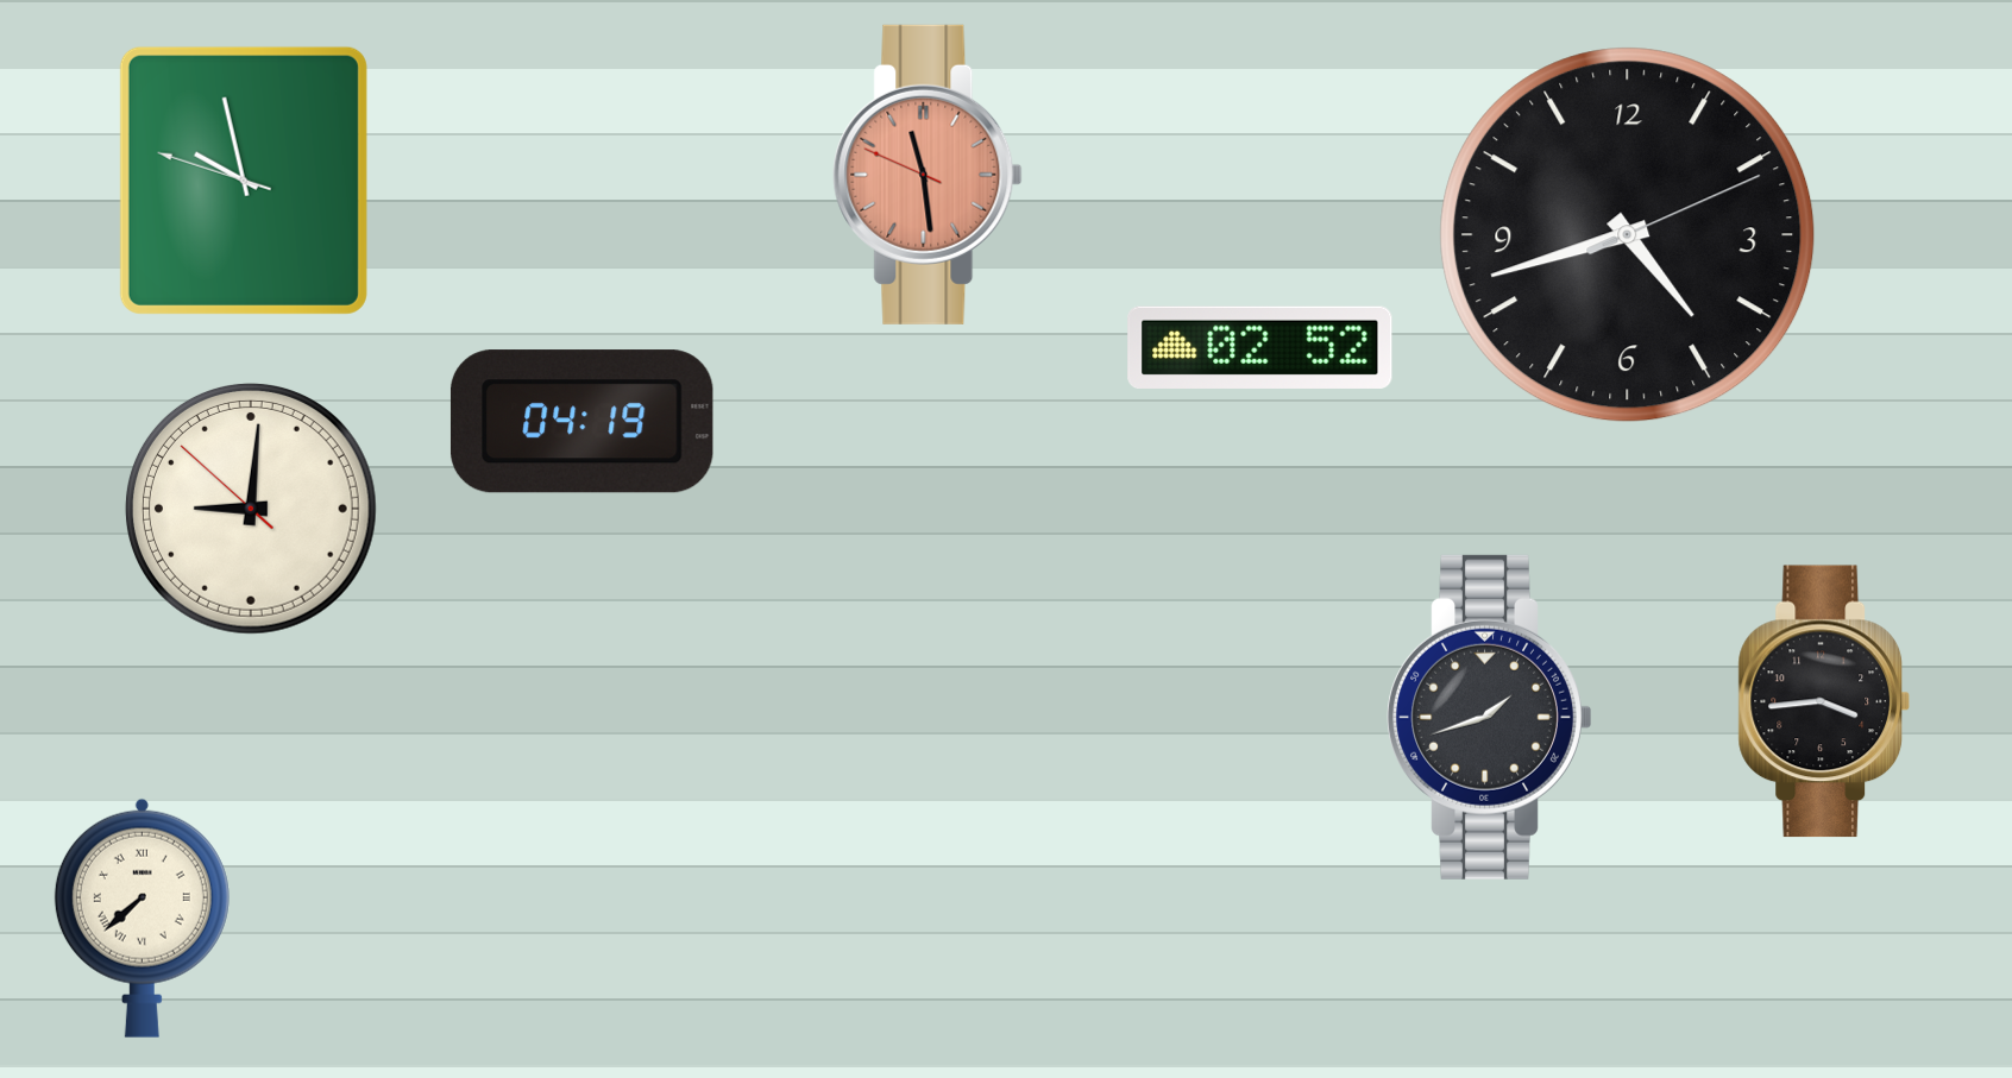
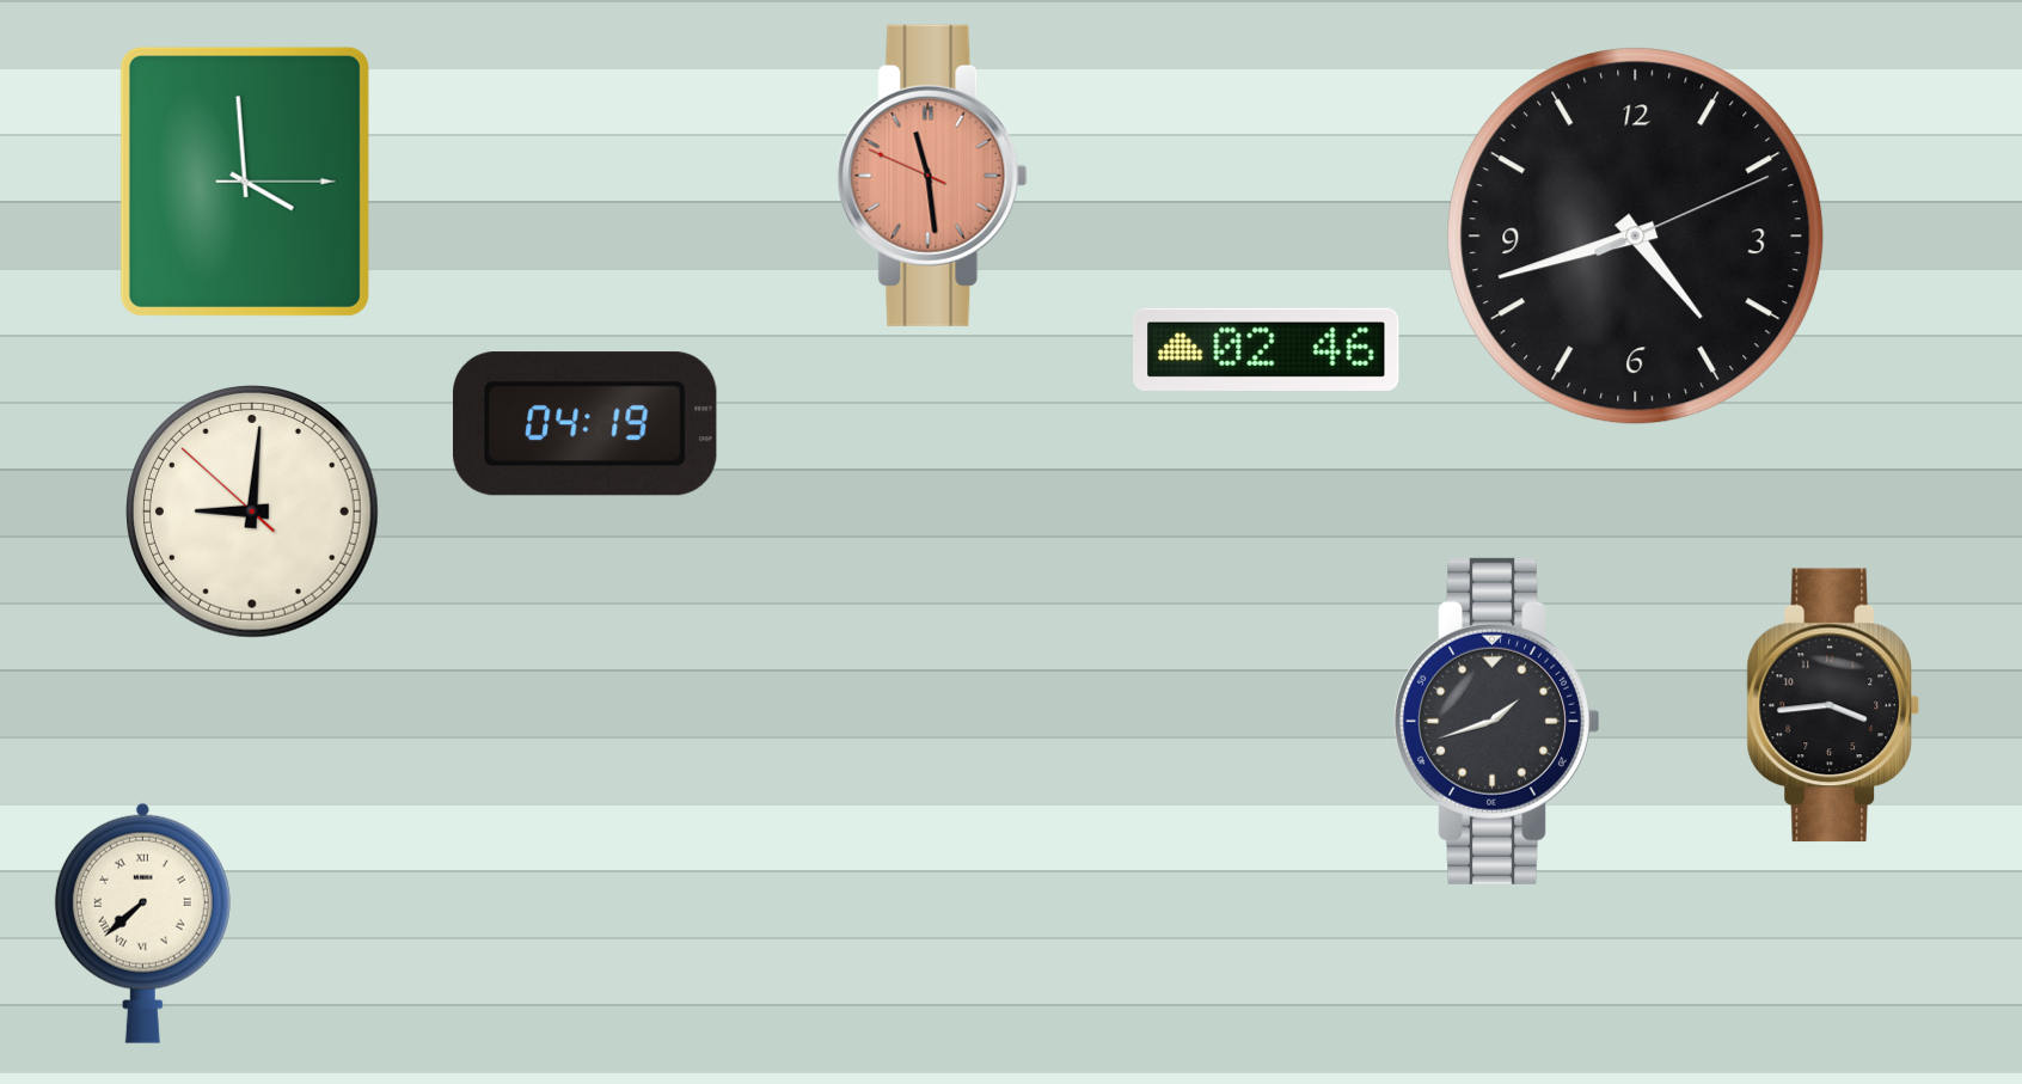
clock at (244, 181): 9:57 -> 3:59
clock at (1260, 347): 02:52 -> 02:46
